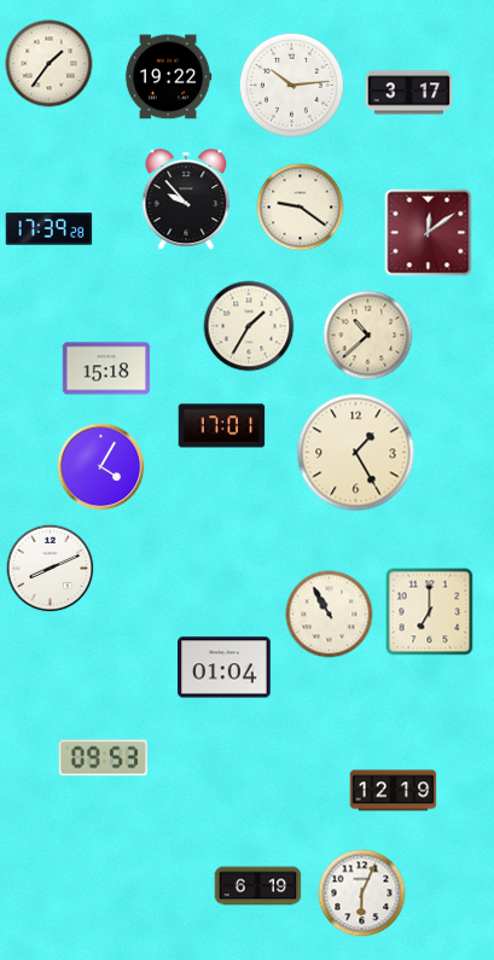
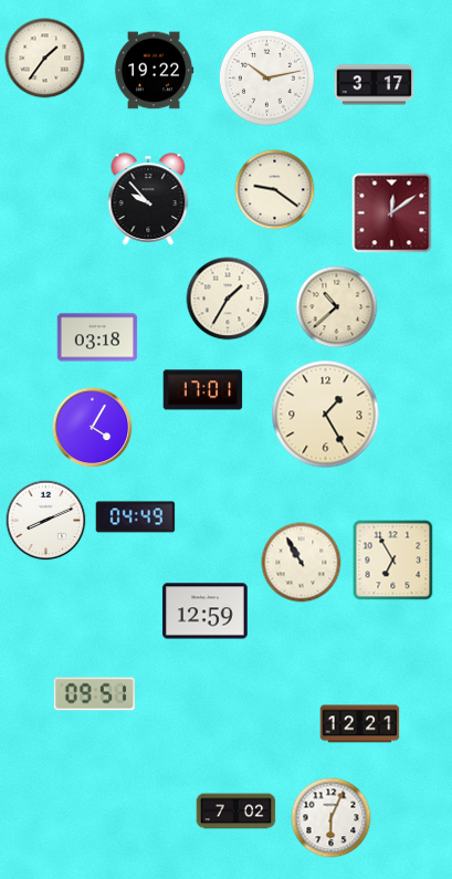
clock at (291, 85): 10:14 -> 10:13
clock at (186, 199) position: (186, 199) -> (148, 199)
clock at (50, 229): 17:39 -> none
clock at (106, 368): 15:18 -> 03:18
clock at (136, 517): none -> 04:49
clock at (430, 612): 7:00 -> 6:55
clock at (225, 668): 01:04 -> 12:59
clock at (103, 758): 09:53 -> 09:51
clock at (394, 791): 12:19 -> 12:21
clock at (258, 886): 6:19 -> 7:02
